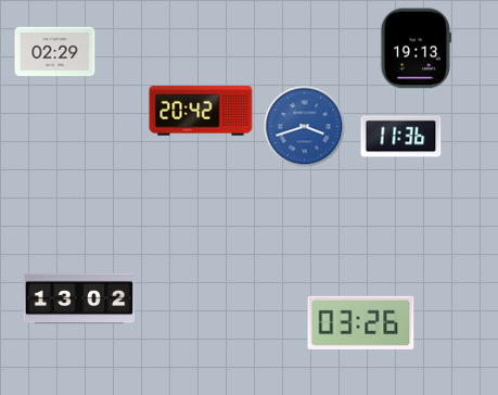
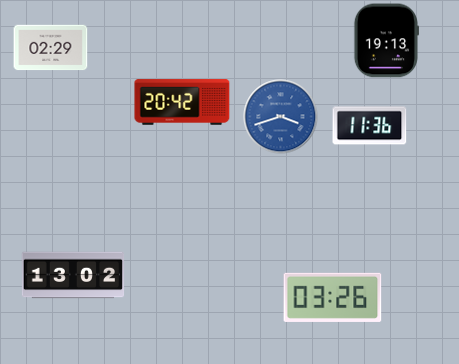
clock at (416, 49) position: (416, 49) -> (386, 41)
clock at (201, 111) position: (201, 111) -> (182, 102)
